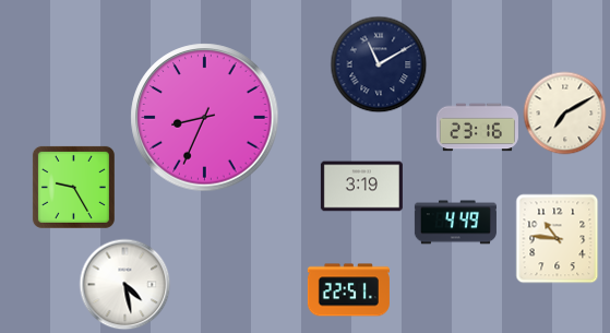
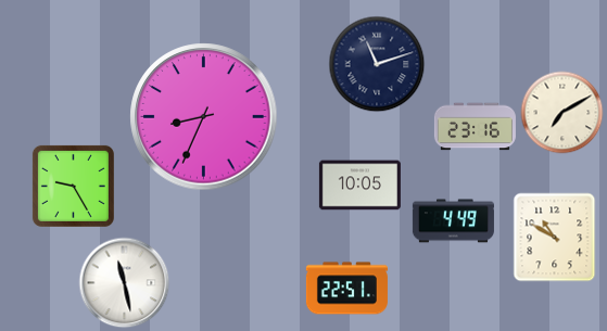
clock at (379, 64): 11:10 -> 11:12
clock at (361, 187): 3:19 -> 10:05
clock at (558, 239): 10:46 -> 10:50
clock at (125, 285): 4:28 -> 11:28
